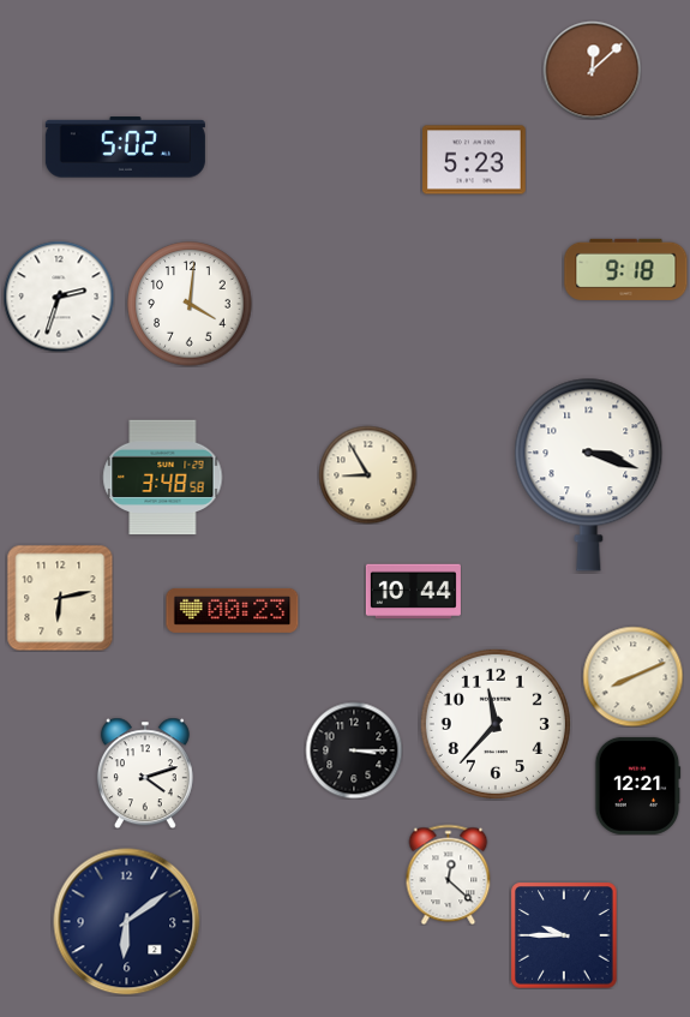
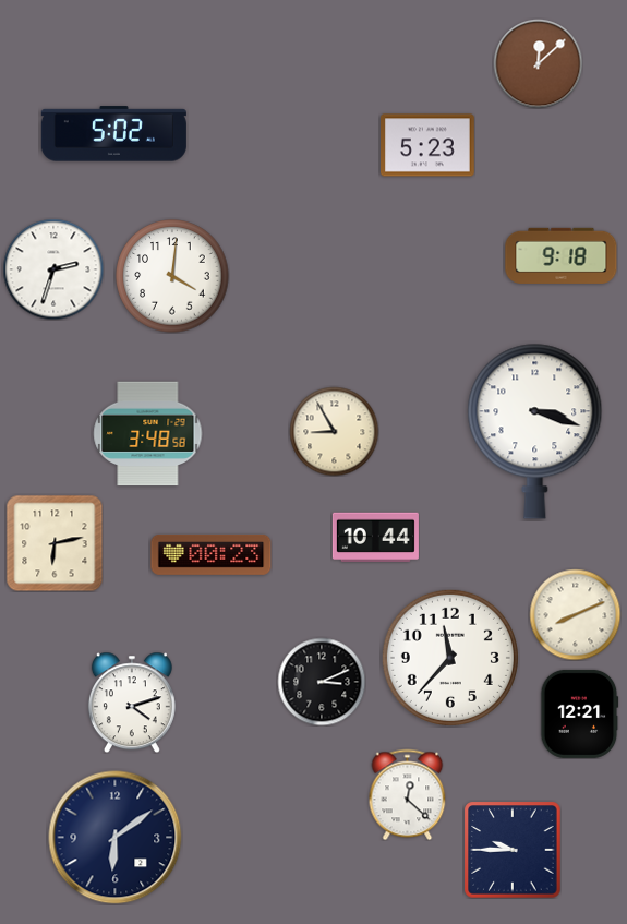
clock at (475, 160) position: (475, 160) -> (429, 145)
clock at (626, 269) position: (626, 269) -> (562, 255)
clock at (354, 750): 3:15 -> 3:11
